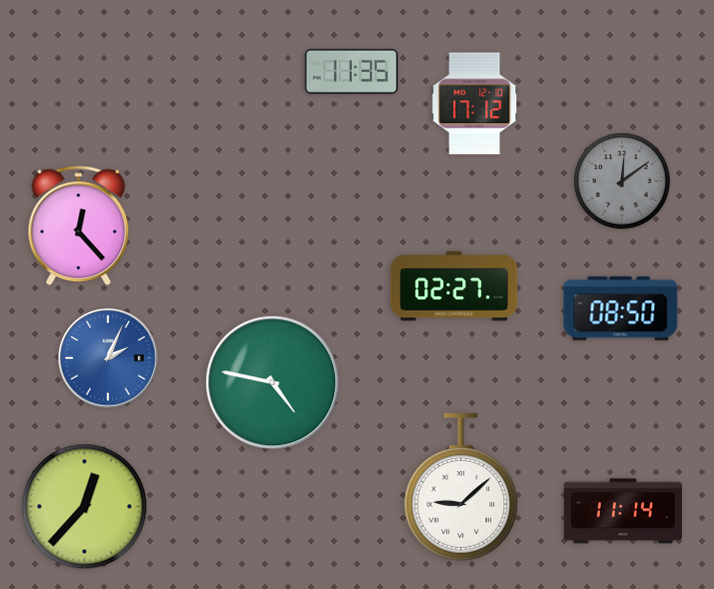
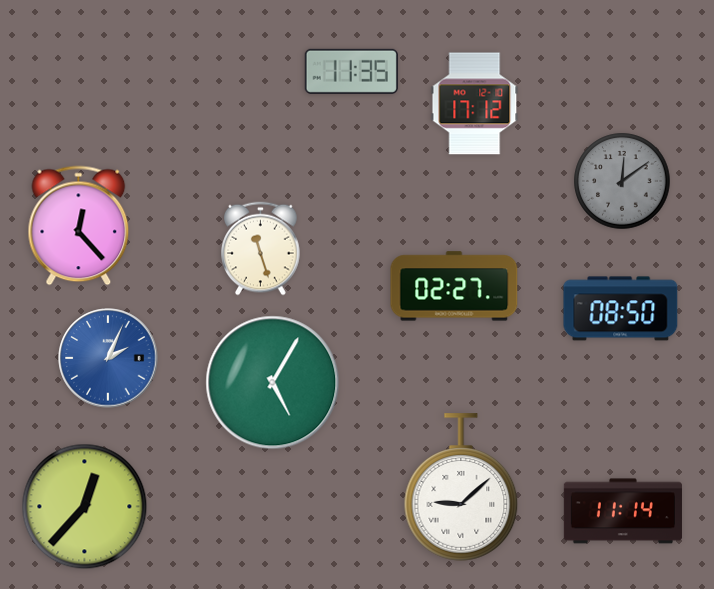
clock at (261, 249): none -> 11:27
clock at (273, 383): 4:47 -> 5:05
